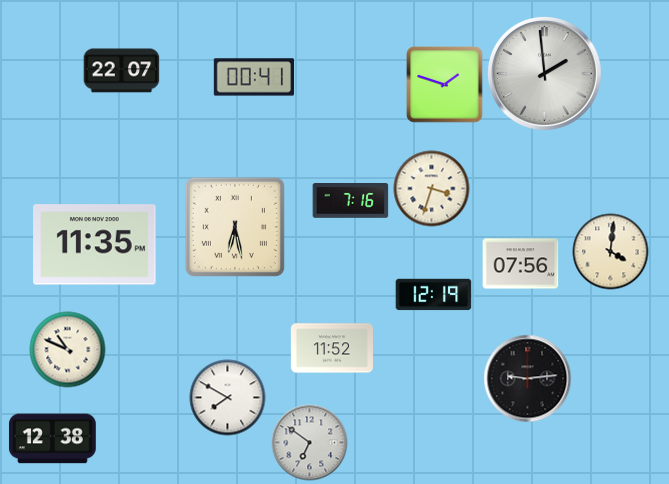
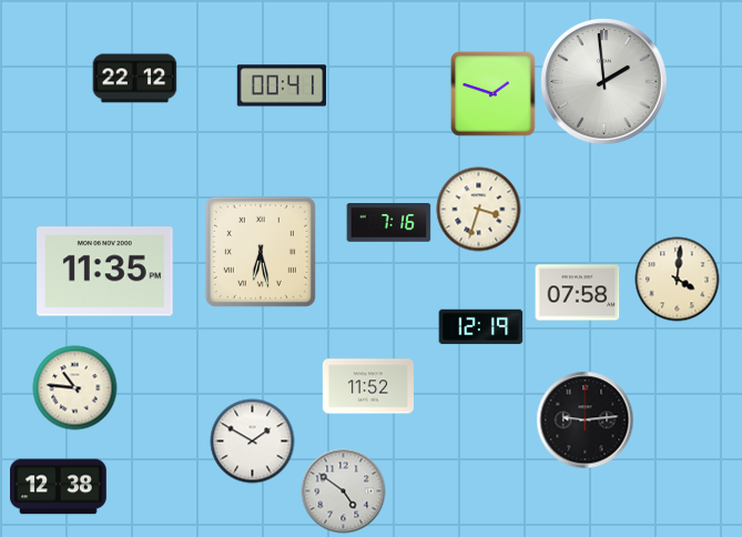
clock at (122, 71): 22:07 -> 22:12
clock at (521, 264): 07:56 -> 07:58
clock at (68, 350): 10:49 -> 10:46
clock at (228, 398): 7:50 -> 1:50
clock at (310, 443): 6:51 -> 4:51
